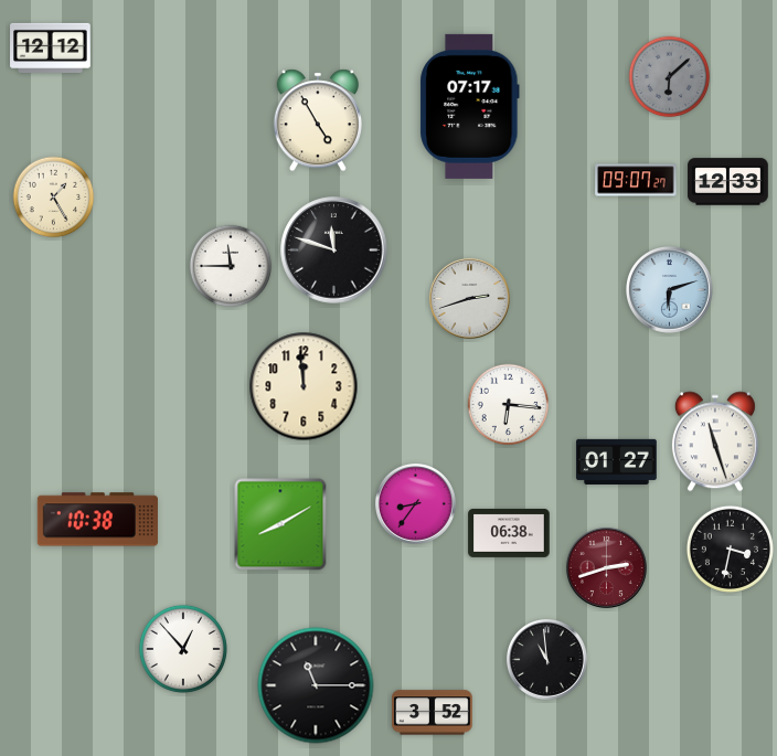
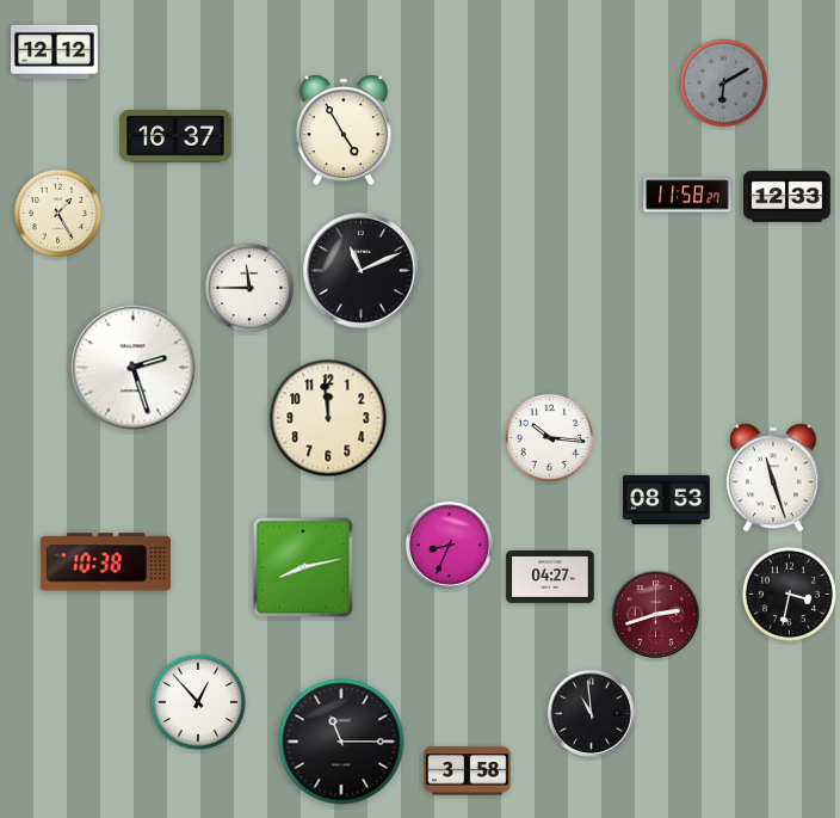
clock at (670, 77): 6:08 -> 6:10
clock at (470, 106): 07:17 -> none
clock at (175, 136): none -> 16:37
clock at (636, 180): 09:07 -> 11:58
clock at (334, 251): 11:48 -> 11:11
clock at (670, 290): 6:12 -> none
clock at (469, 298): 2:42 -> none
clock at (134, 368): none -> 2:27
clock at (509, 405): 6:16 -> 10:16
clock at (617, 461): 01:27 -> 08:53
clock at (415, 503): 8:36 -> 8:34
clock at (280, 524): 8:10 -> 8:13
clock at (509, 533): 06:38 -> 04:27
clock at (433, 713): 3:52 -> 3:58
